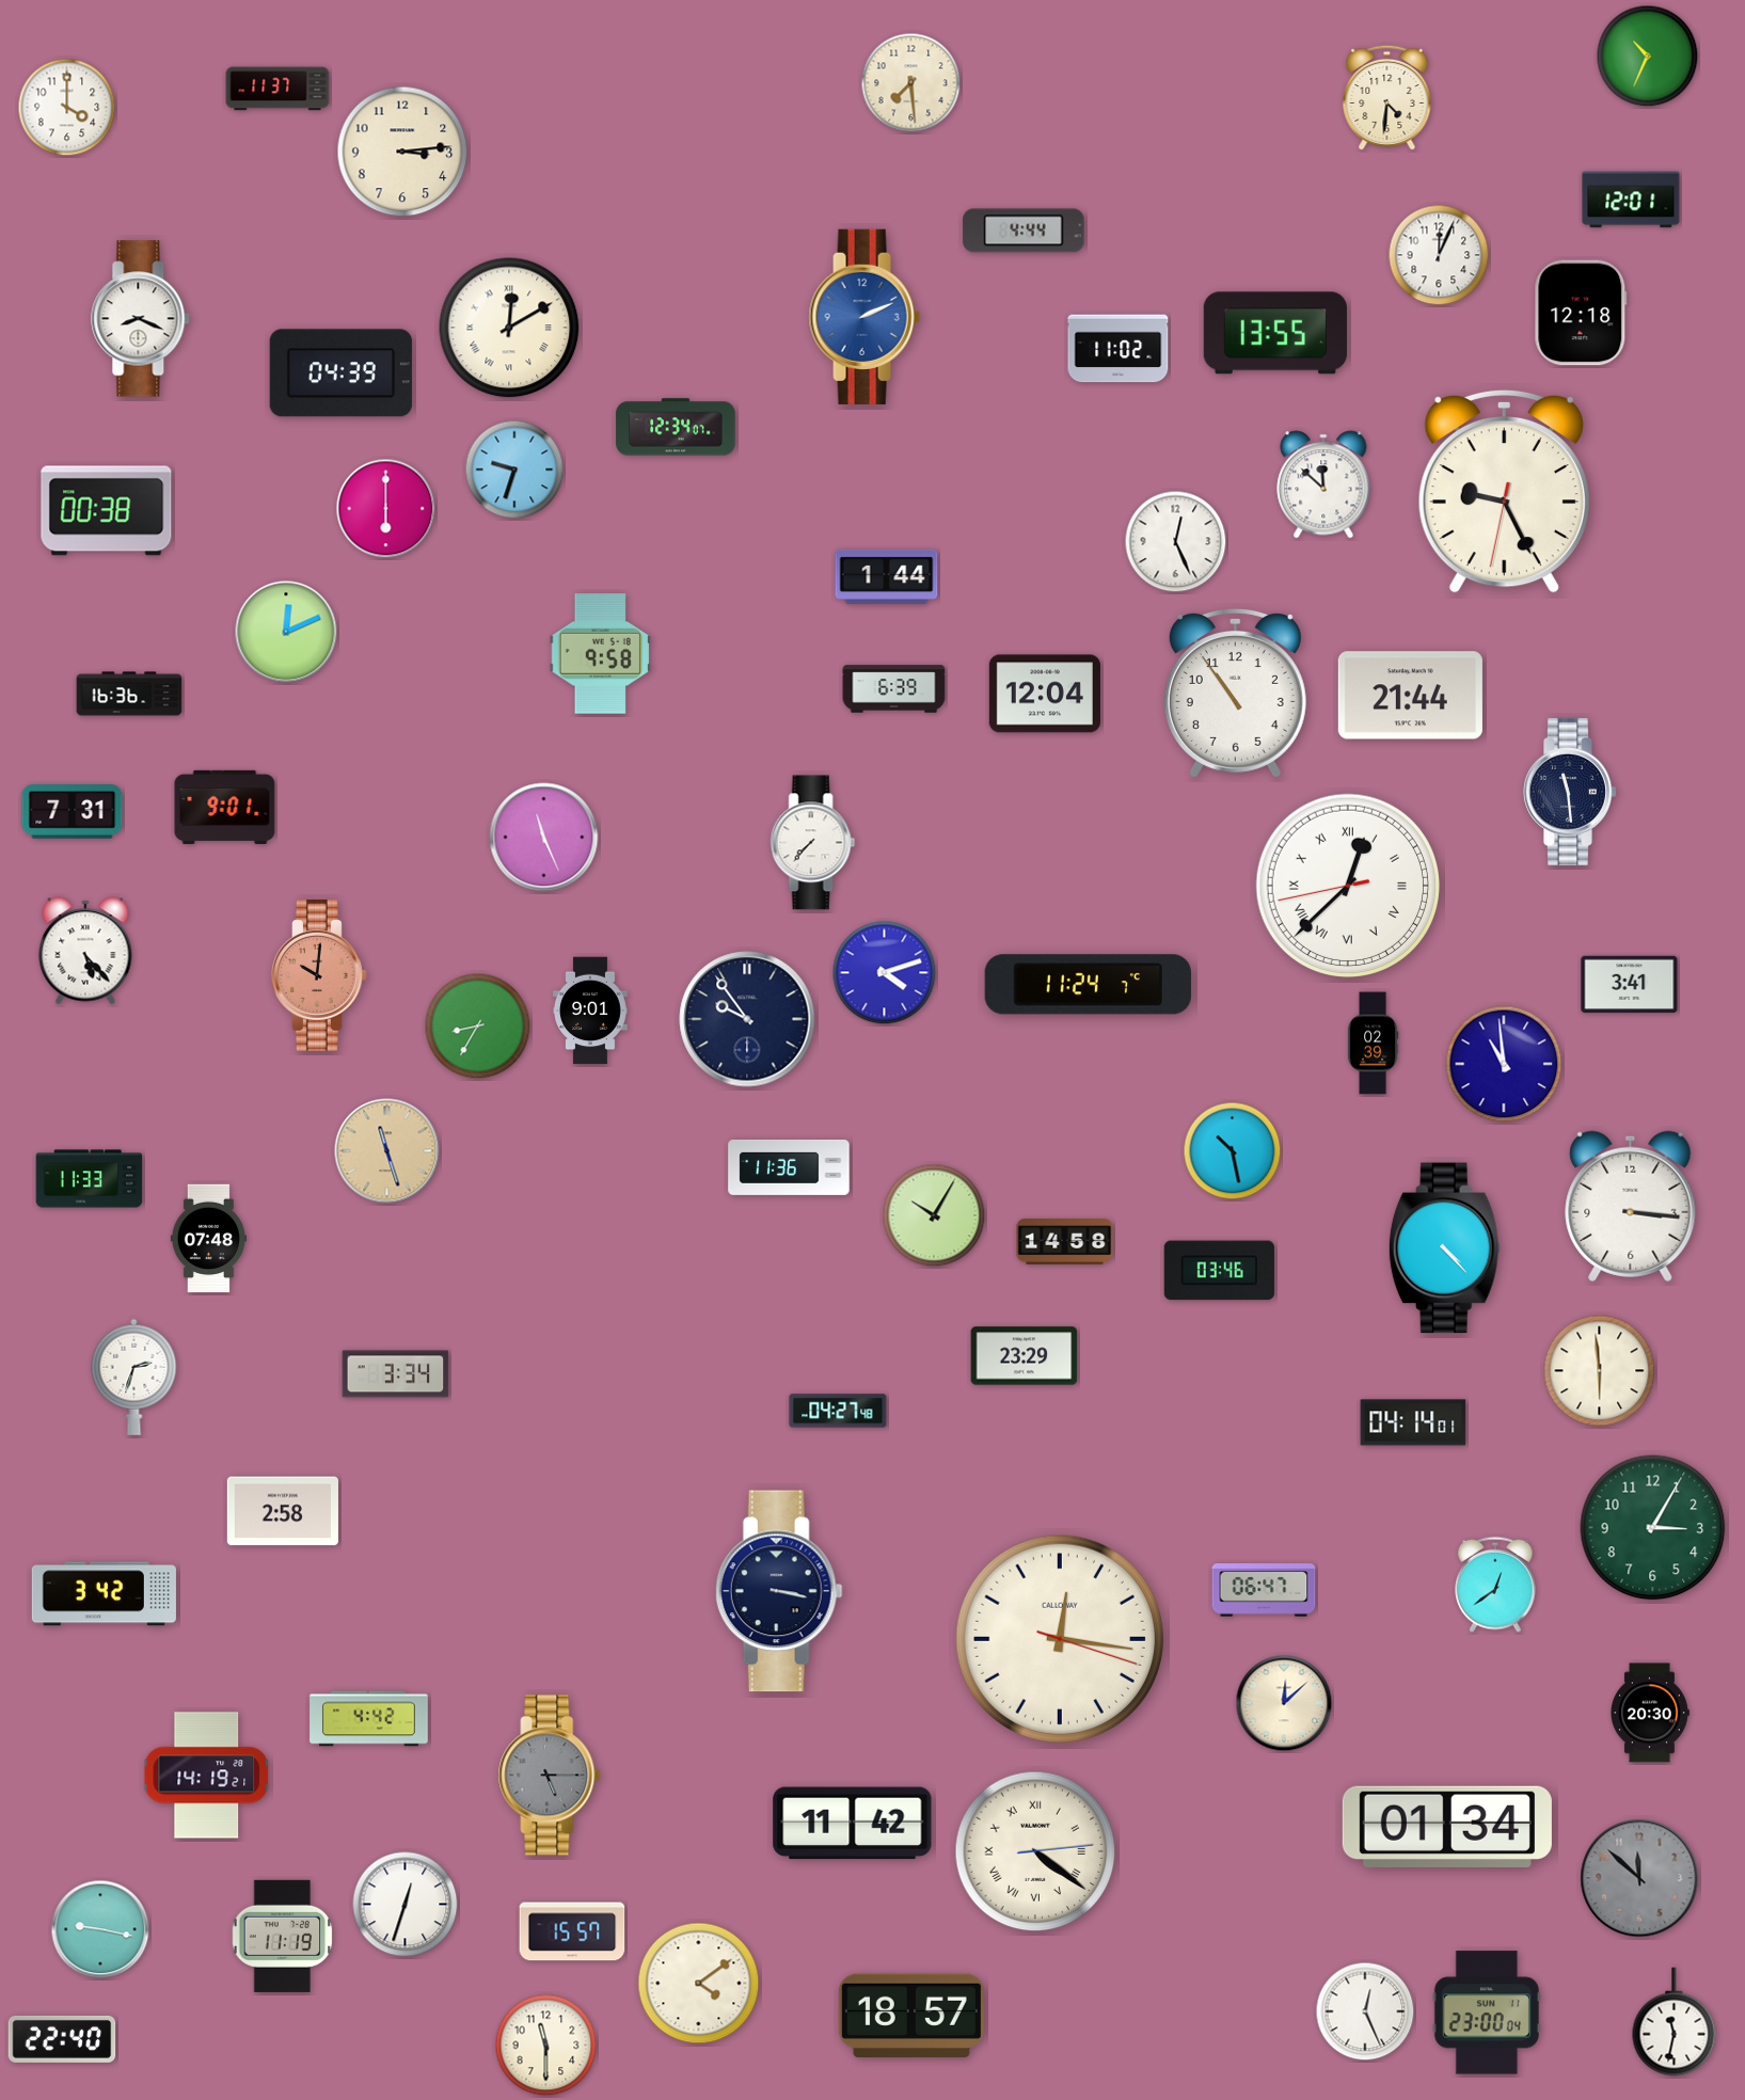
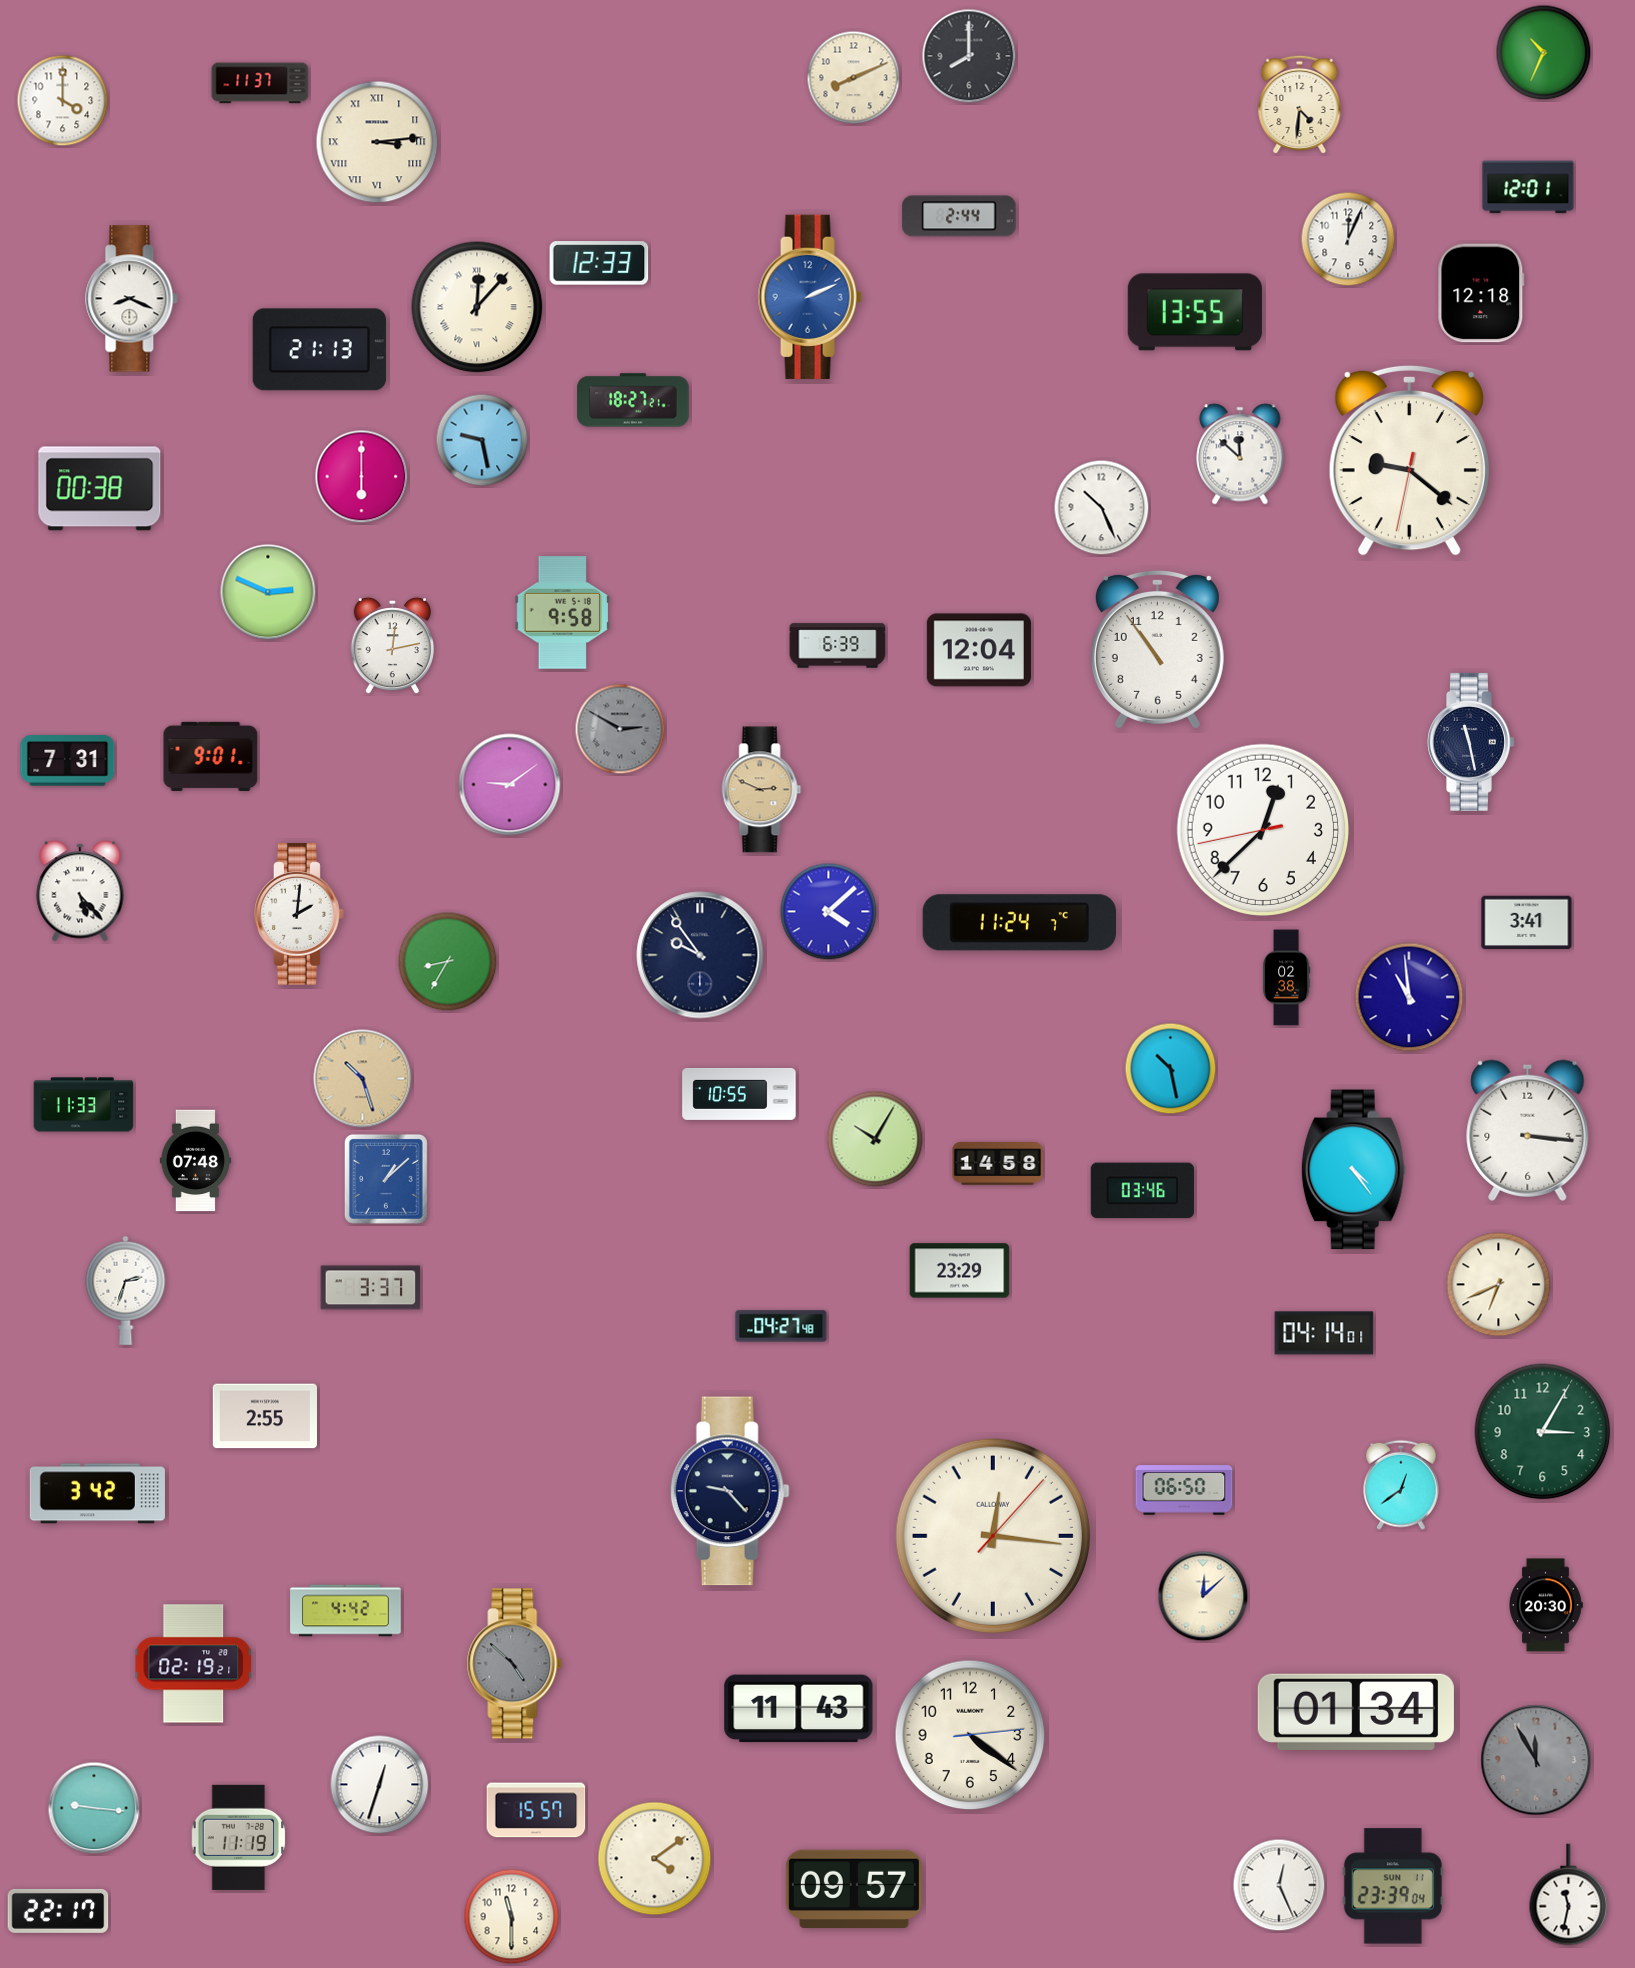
clock at (969, 56): none -> 8:00
clock at (911, 83): 7:29 -> 8:11
clock at (1387, 98) position: (1387, 98) -> (1300, 105)
clock at (402, 152) numerals: Arabic -> Roman
clock at (1024, 230): 4:44 -> 2:44
clock at (599, 263): none -> 12:33
clock at (509, 328): 12:10 -> 12:07
clock at (1119, 349): 11:02 -> none
clock at (340, 373): 04:39 -> 21:13
clock at (676, 427): 12:34 -> 18:27
clock at (514, 470): 9:33 -> 9:28
clock at (1504, 491): 9:25 -> 9:21
clock at (107, 511) position: (107, 511) -> (100, 489)
clock at (1176, 542): 12:26 -> 10:26
clock at (887, 576): 1:44 -> none
clock at (286, 632): 12:11 -> 2:49
clock at (392, 646): none -> 12:13
clock at (129, 694): 16:36 -> none
clock at (1410, 696): 21:44 -> none
clock at (620, 729): none -> 2:50
clock at (1571, 792): 11:29 -> 11:28
clock at (544, 838): 11:26 -> 9:09
clock at (813, 843): 7:37 -> 2:49
clock at (813, 843) dial: white -> champagne
clock at (1348, 886) numerals: Roman -> Arabic
clock at (885, 973): 4:12 -> 4:08
clock at (319, 976): 10:01 -> 2:01
clock at (319, 976) dial: salmon -> white
clock at (591, 1011): 9:01 -> none
clock at (1373, 1044): 02:39 -> 02:38
clock at (387, 1151): 11:27 -> 10:27
clock at (1233, 1151) position: (1233, 1151) -> (1171, 1069)
clock at (789, 1167): 11:36 -> 10:55
clock at (1444, 1248): 4:23 -> 4:24
clock at (386, 1179): none -> 1:08
clock at (1600, 1371): 5:59 -> 6:41
clock at (396, 1374): 3:34 -> 3:37
clock at (838, 1411) position: (838, 1411) -> (781, 1326)
clock at (283, 1511): 2:58 -> 2:55
clock at (1653, 1528) position: (1653, 1528) -> (1543, 1432)
clock at (1264, 1590): 06:47 -> 06:50
clock at (779, 1591): 3:17 -> 9:23
clock at (1060, 1639): 12:16:18 -> 12:16:07
clock at (206, 1776): 14:19 -> 02:19
clock at (550, 1776): 5:15 -> 4:52
clock at (853, 1824): 11:42 -> 11:43
clock at (1035, 1851) numerals: Roman -> Arabic
clock at (1639, 1878): 11:52 -> 11:55
clock at (100, 1929): 9:17 -> 9:16
clock at (283, 1936) position: (283, 1936) -> (239, 1837)
clock at (1487, 2012): 23:00 -> 23:39
clock at (911, 2016): 18:57 -> 09:57
clock at (62, 2039): 22:40 -> 22:17
